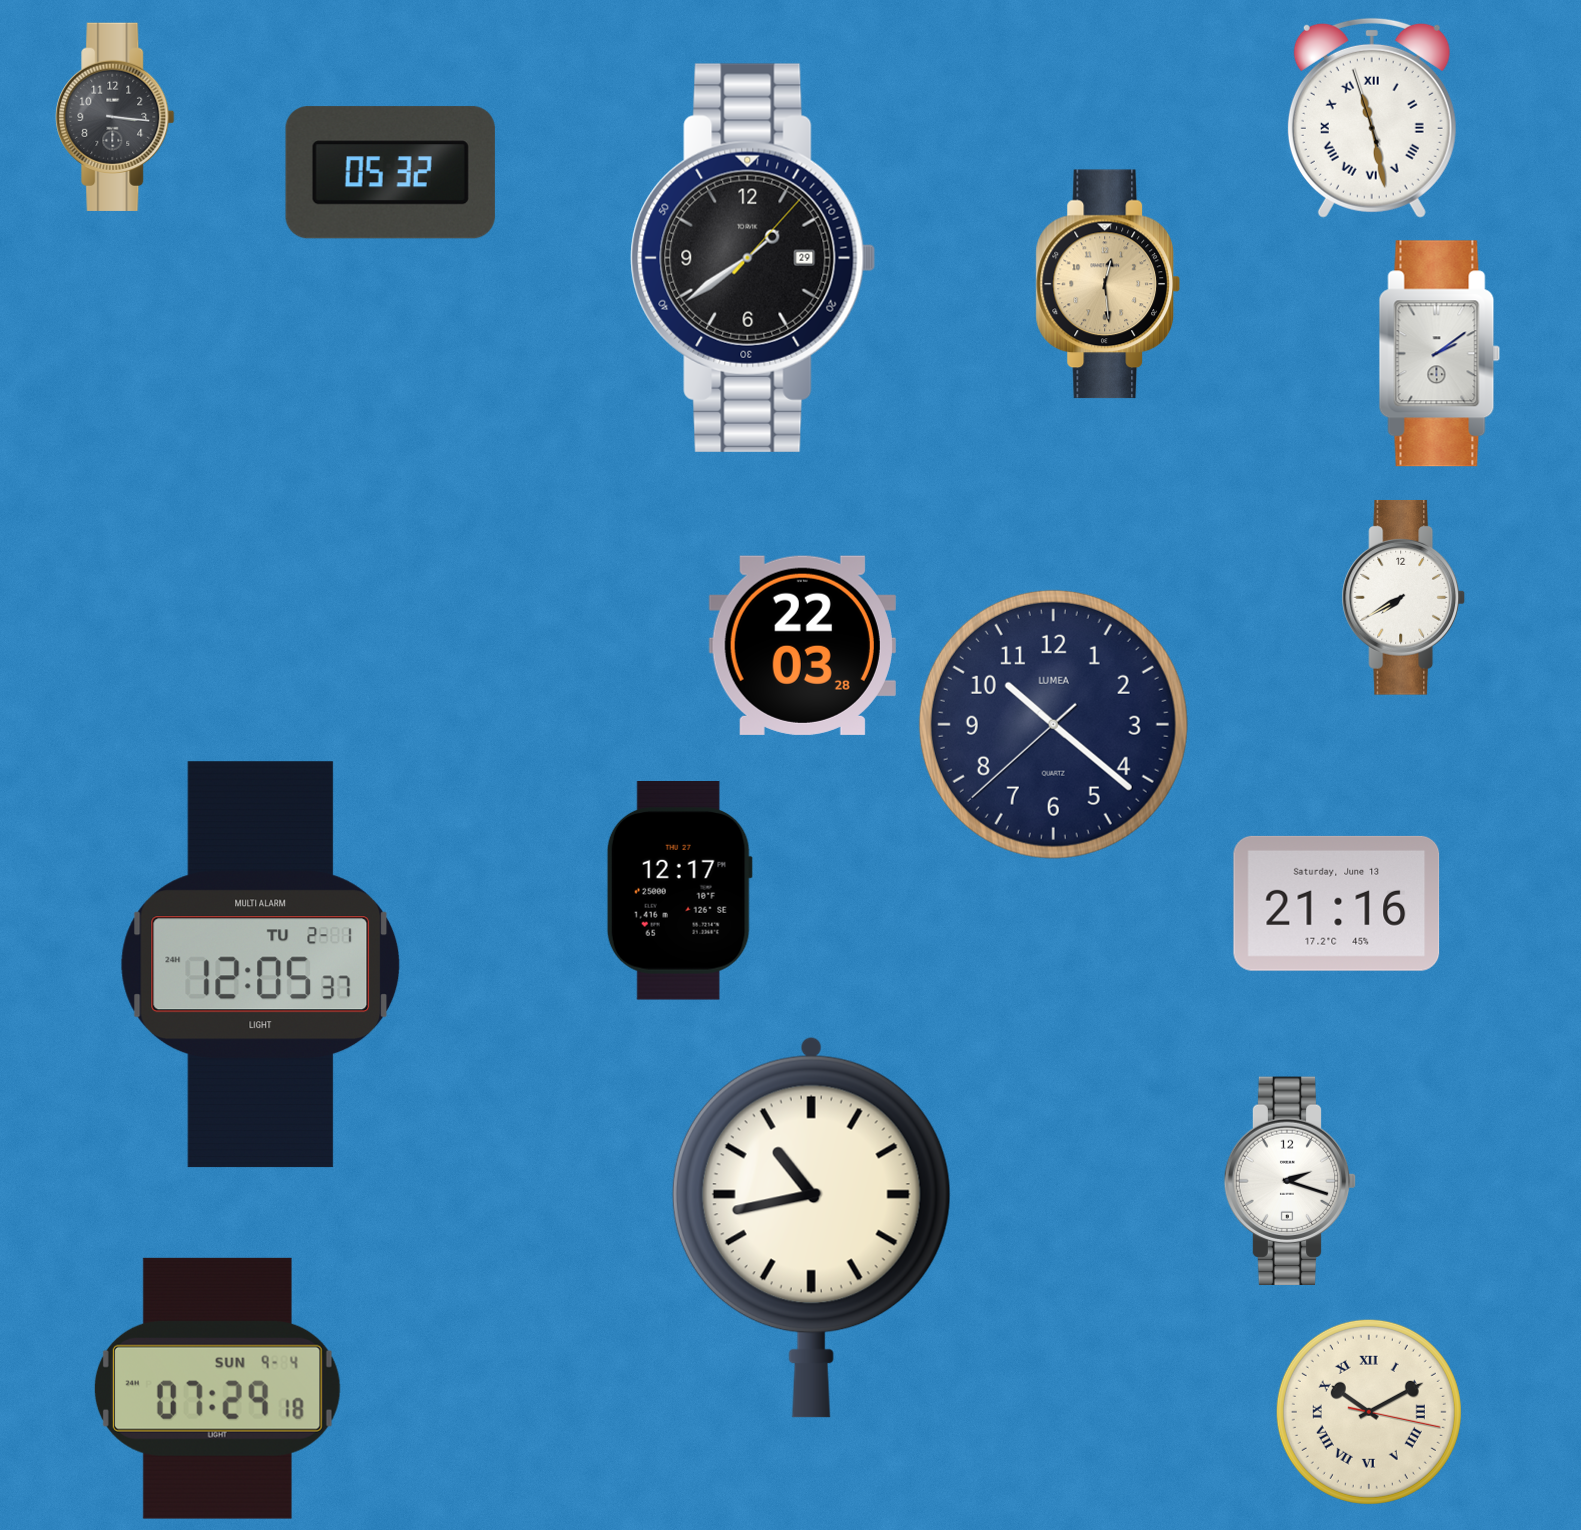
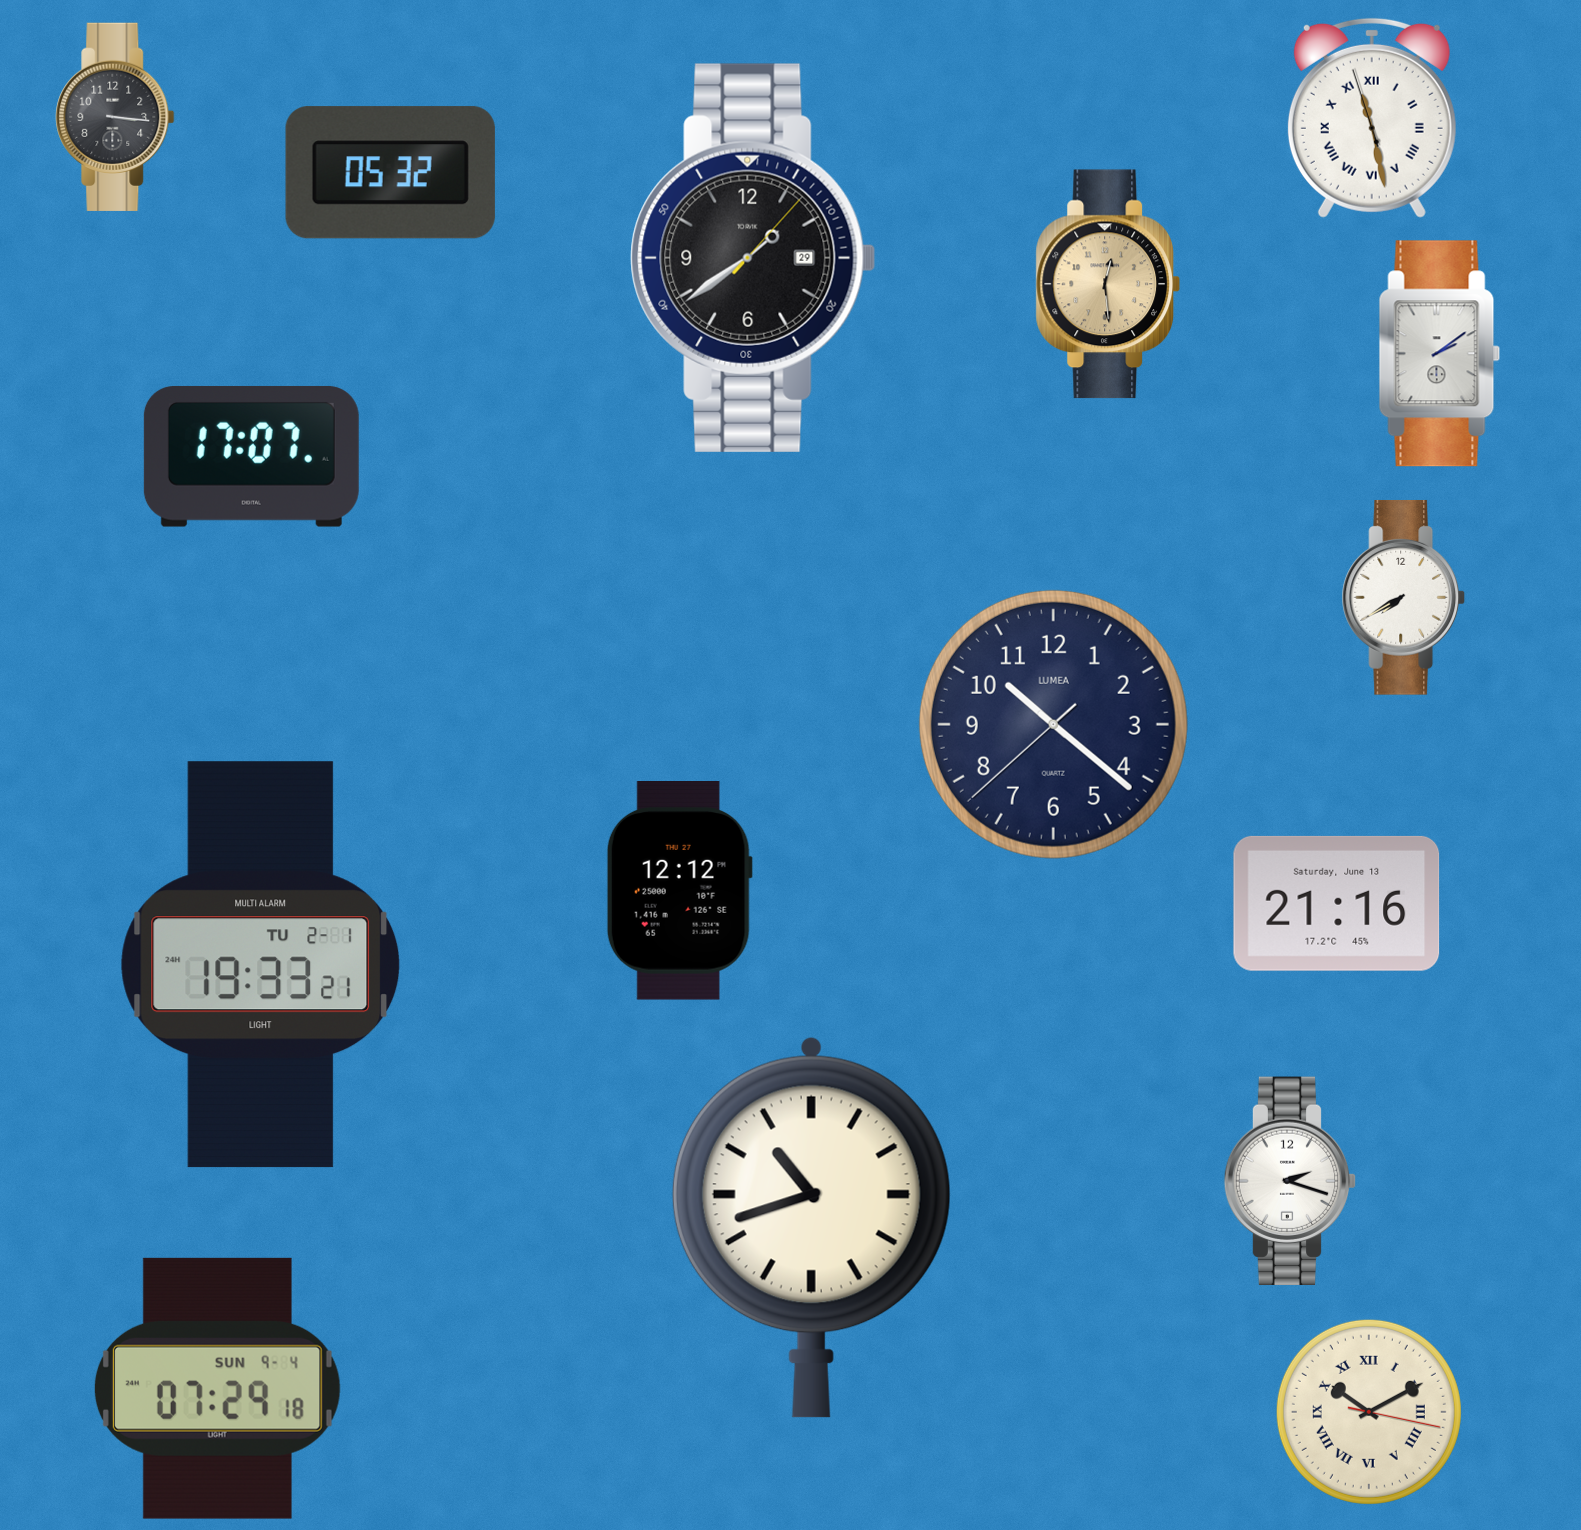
clock at (251, 456): none -> 17:07
clock at (802, 645): 22:03 -> none
clock at (679, 891): 12:17 -> 12:12
clock at (261, 965): 12:05 -> 19:33
clock at (811, 1227): 10:43 -> 10:42
